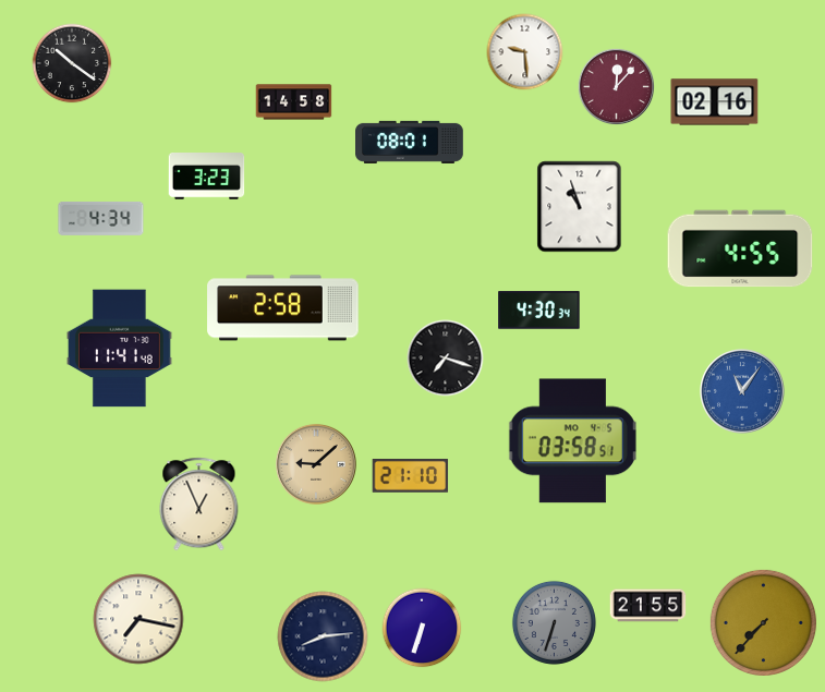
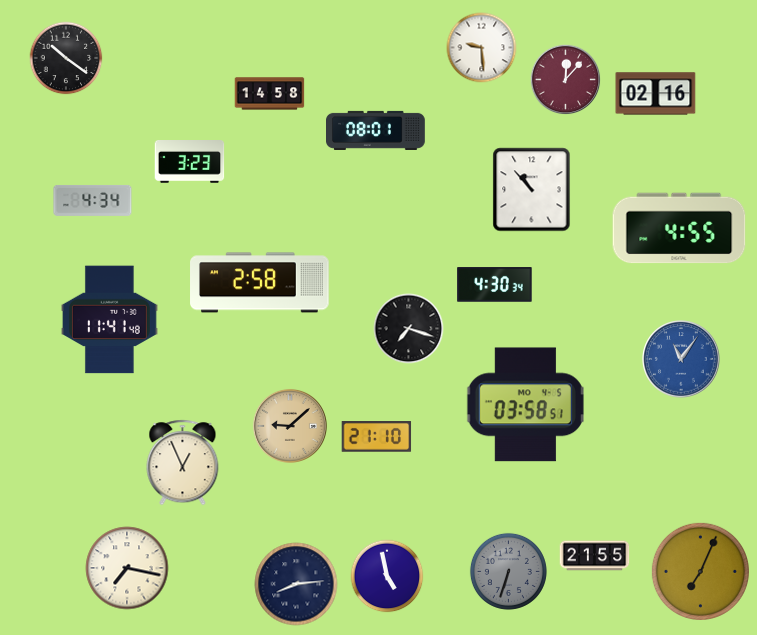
clock at (580, 207): 10:57 -> 10:53
clock at (763, 622): 7:37 -> 7:04
clock at (422, 628): 6:33 -> 4:58
